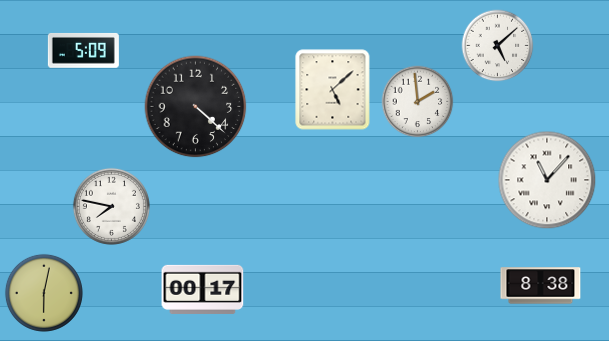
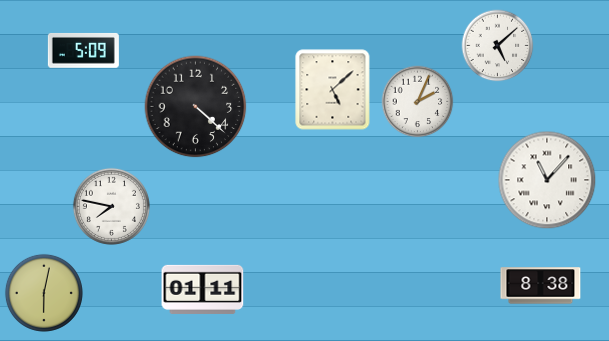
clock at (418, 102): 1:59 -> 2:04
clock at (203, 289): 00:17 -> 01:11
